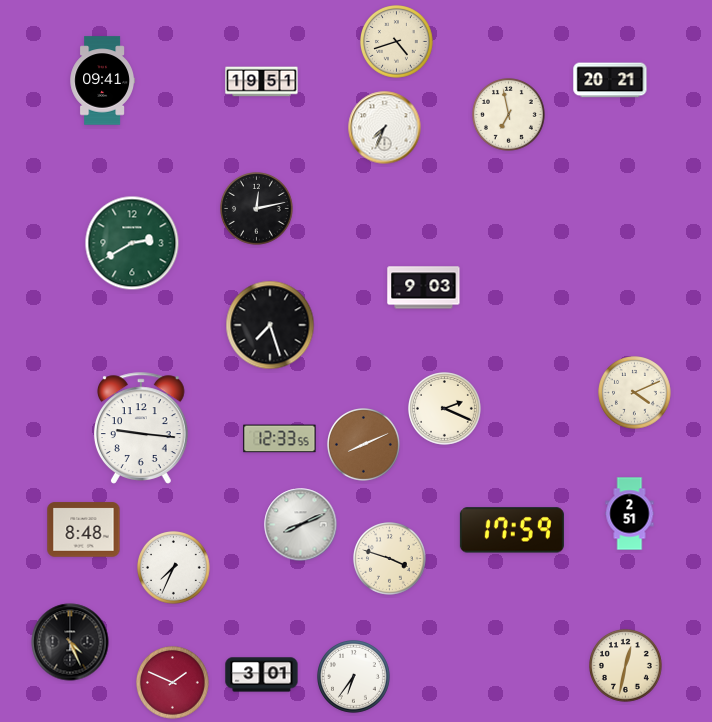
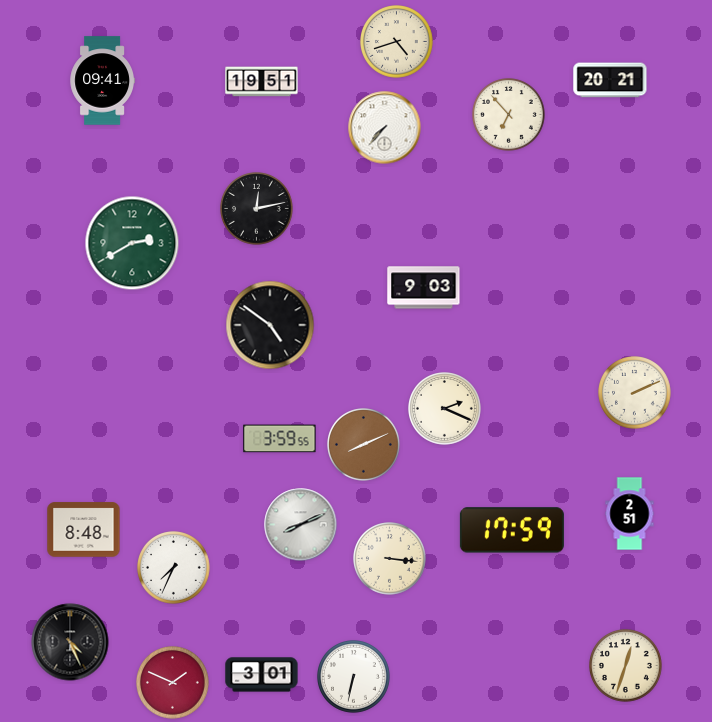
clock at (509, 115): 6:58 -> 6:53
clock at (385, 128): 7:34 -> 7:37
clock at (270, 325): 7:27 -> 4:51
clock at (635, 393): 4:11 -> 2:11
clock at (141, 428): 9:16 -> none
clock at (280, 439): 12:33 -> 3:59
clock at (390, 559): 3:48 -> 3:16
clock at (626, 666): 12:32 -> 12:33
clock at (354, 677): 6:36 -> 6:32
